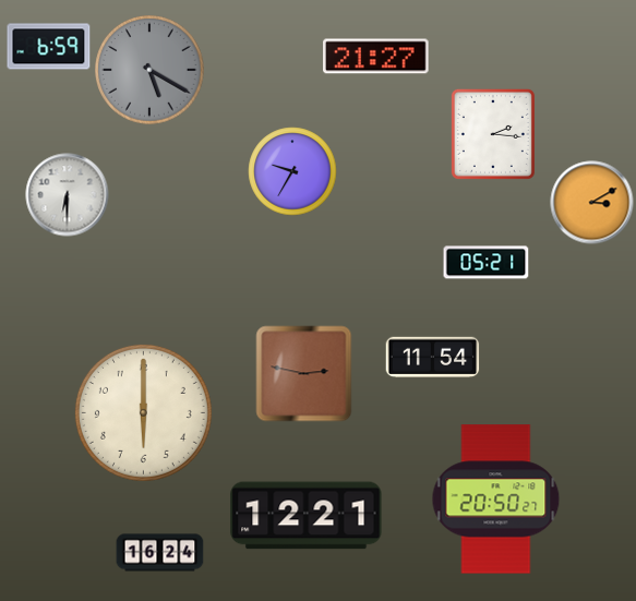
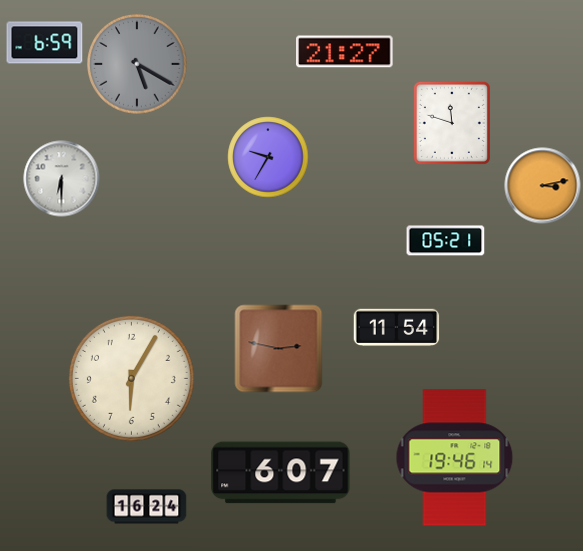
clock at (493, 134): 2:16 -> 11:48
clock at (592, 203): 3:10 -> 3:13
clock at (304, 374) position: (304, 374) -> (279, 349)
clock at (143, 412): 6:00 -> 6:05
clock at (496, 500): 20:50 -> 19:46
clock at (307, 516): 12:21 -> 6:07
